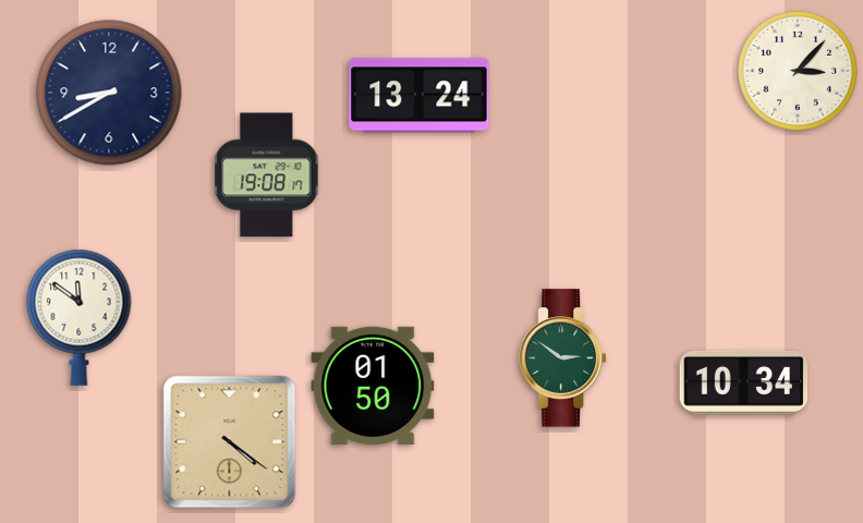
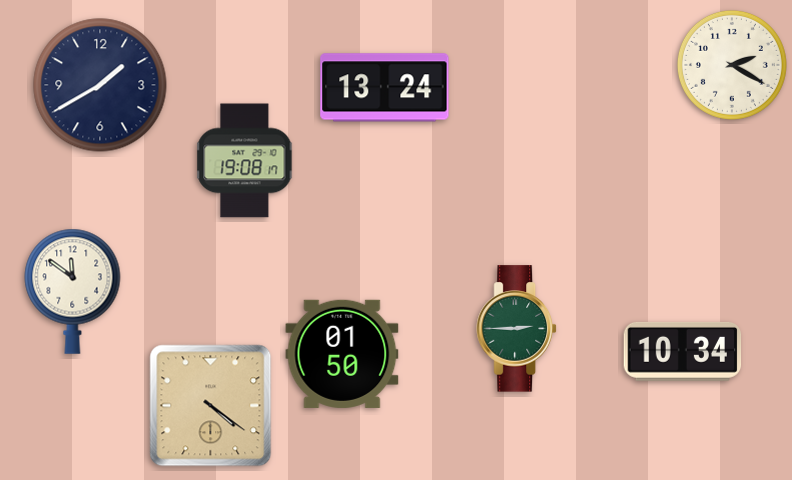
clock at (798, 71): 3:07 -> 2:20
clock at (109, 93): 8:40 -> 1:40
clock at (563, 358): 2:51 -> 2:45
